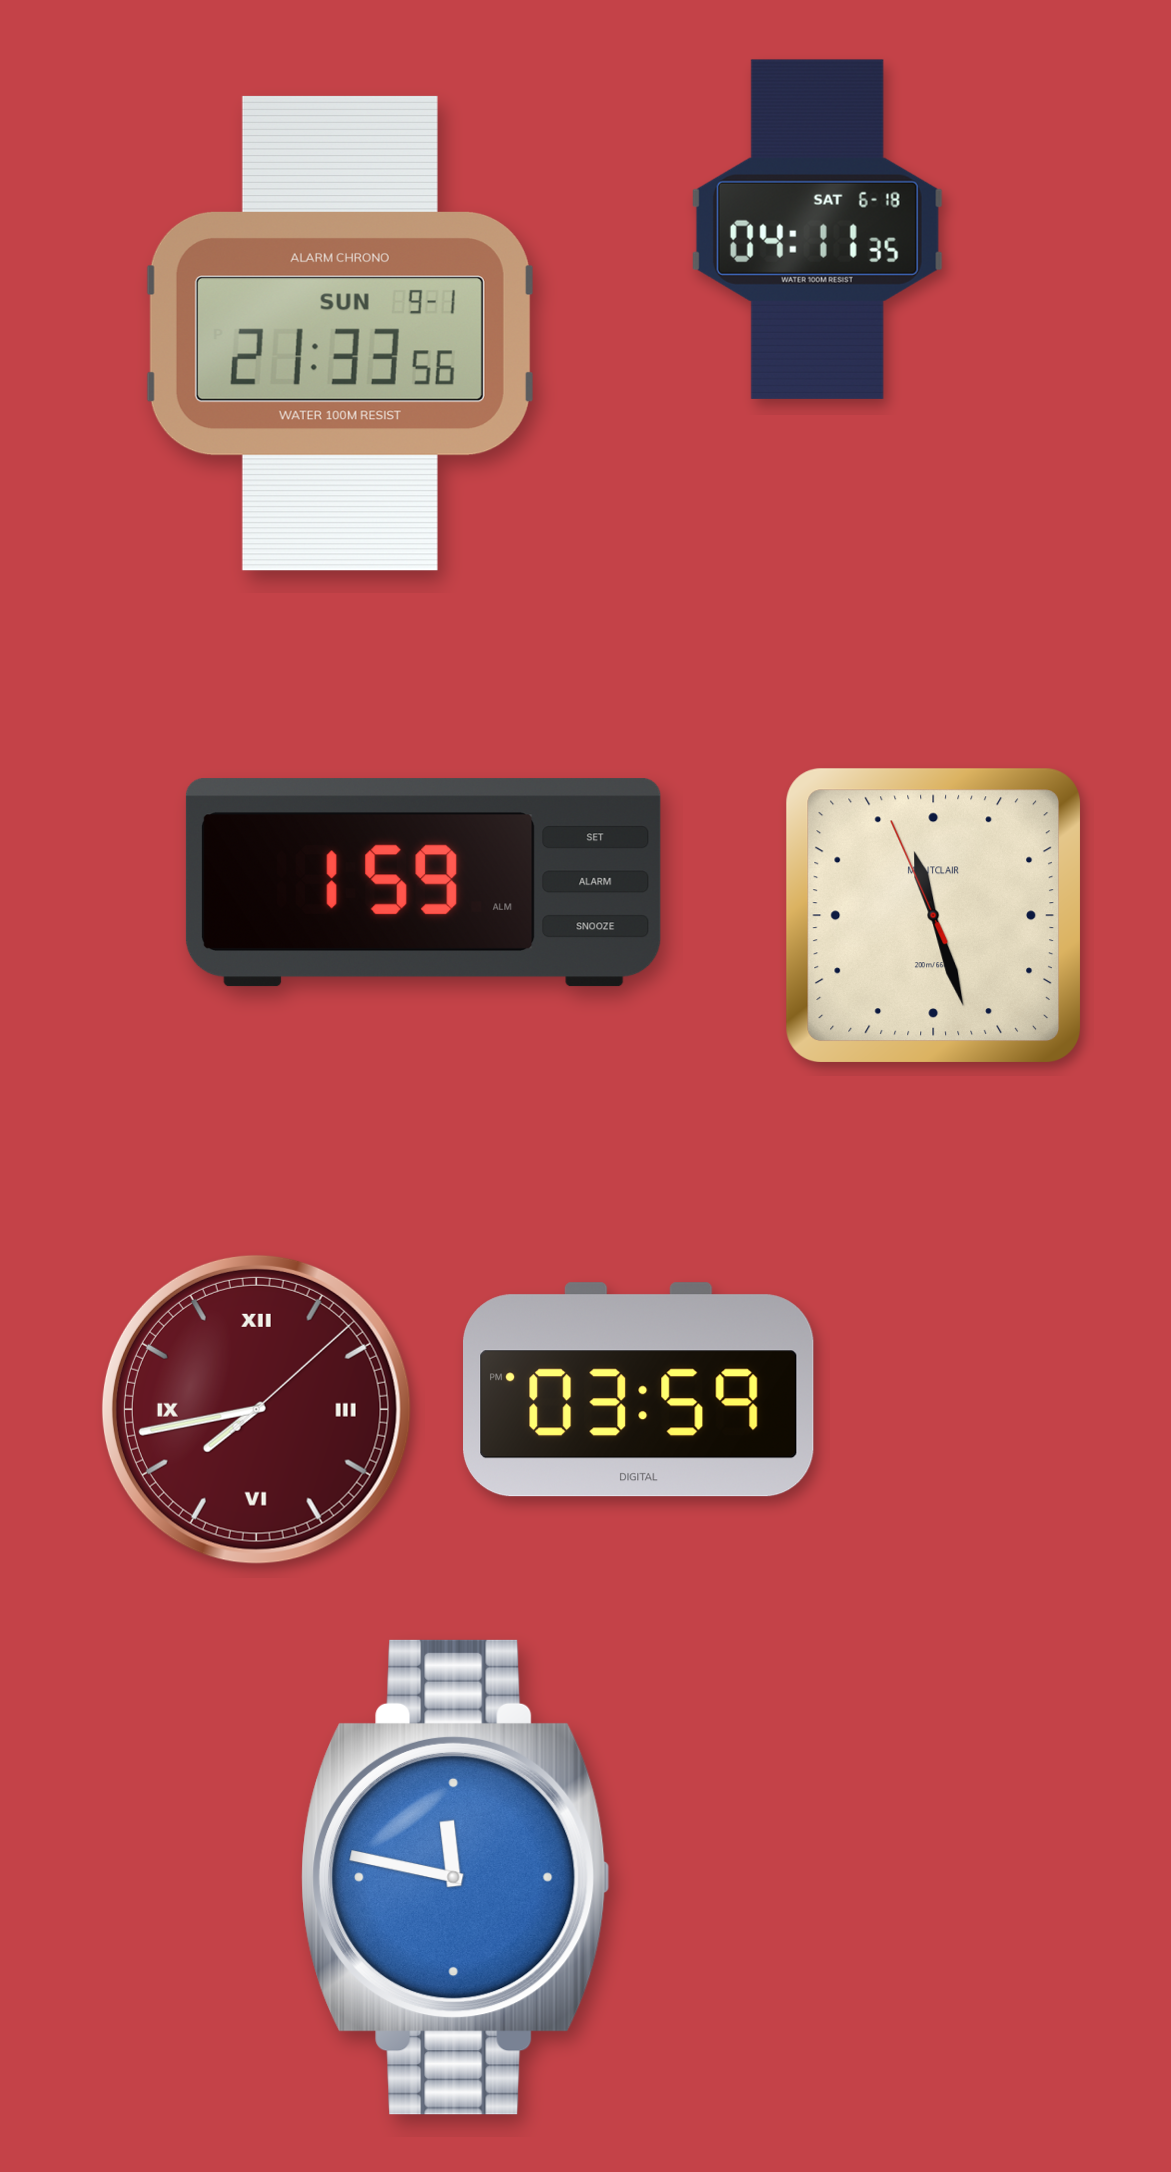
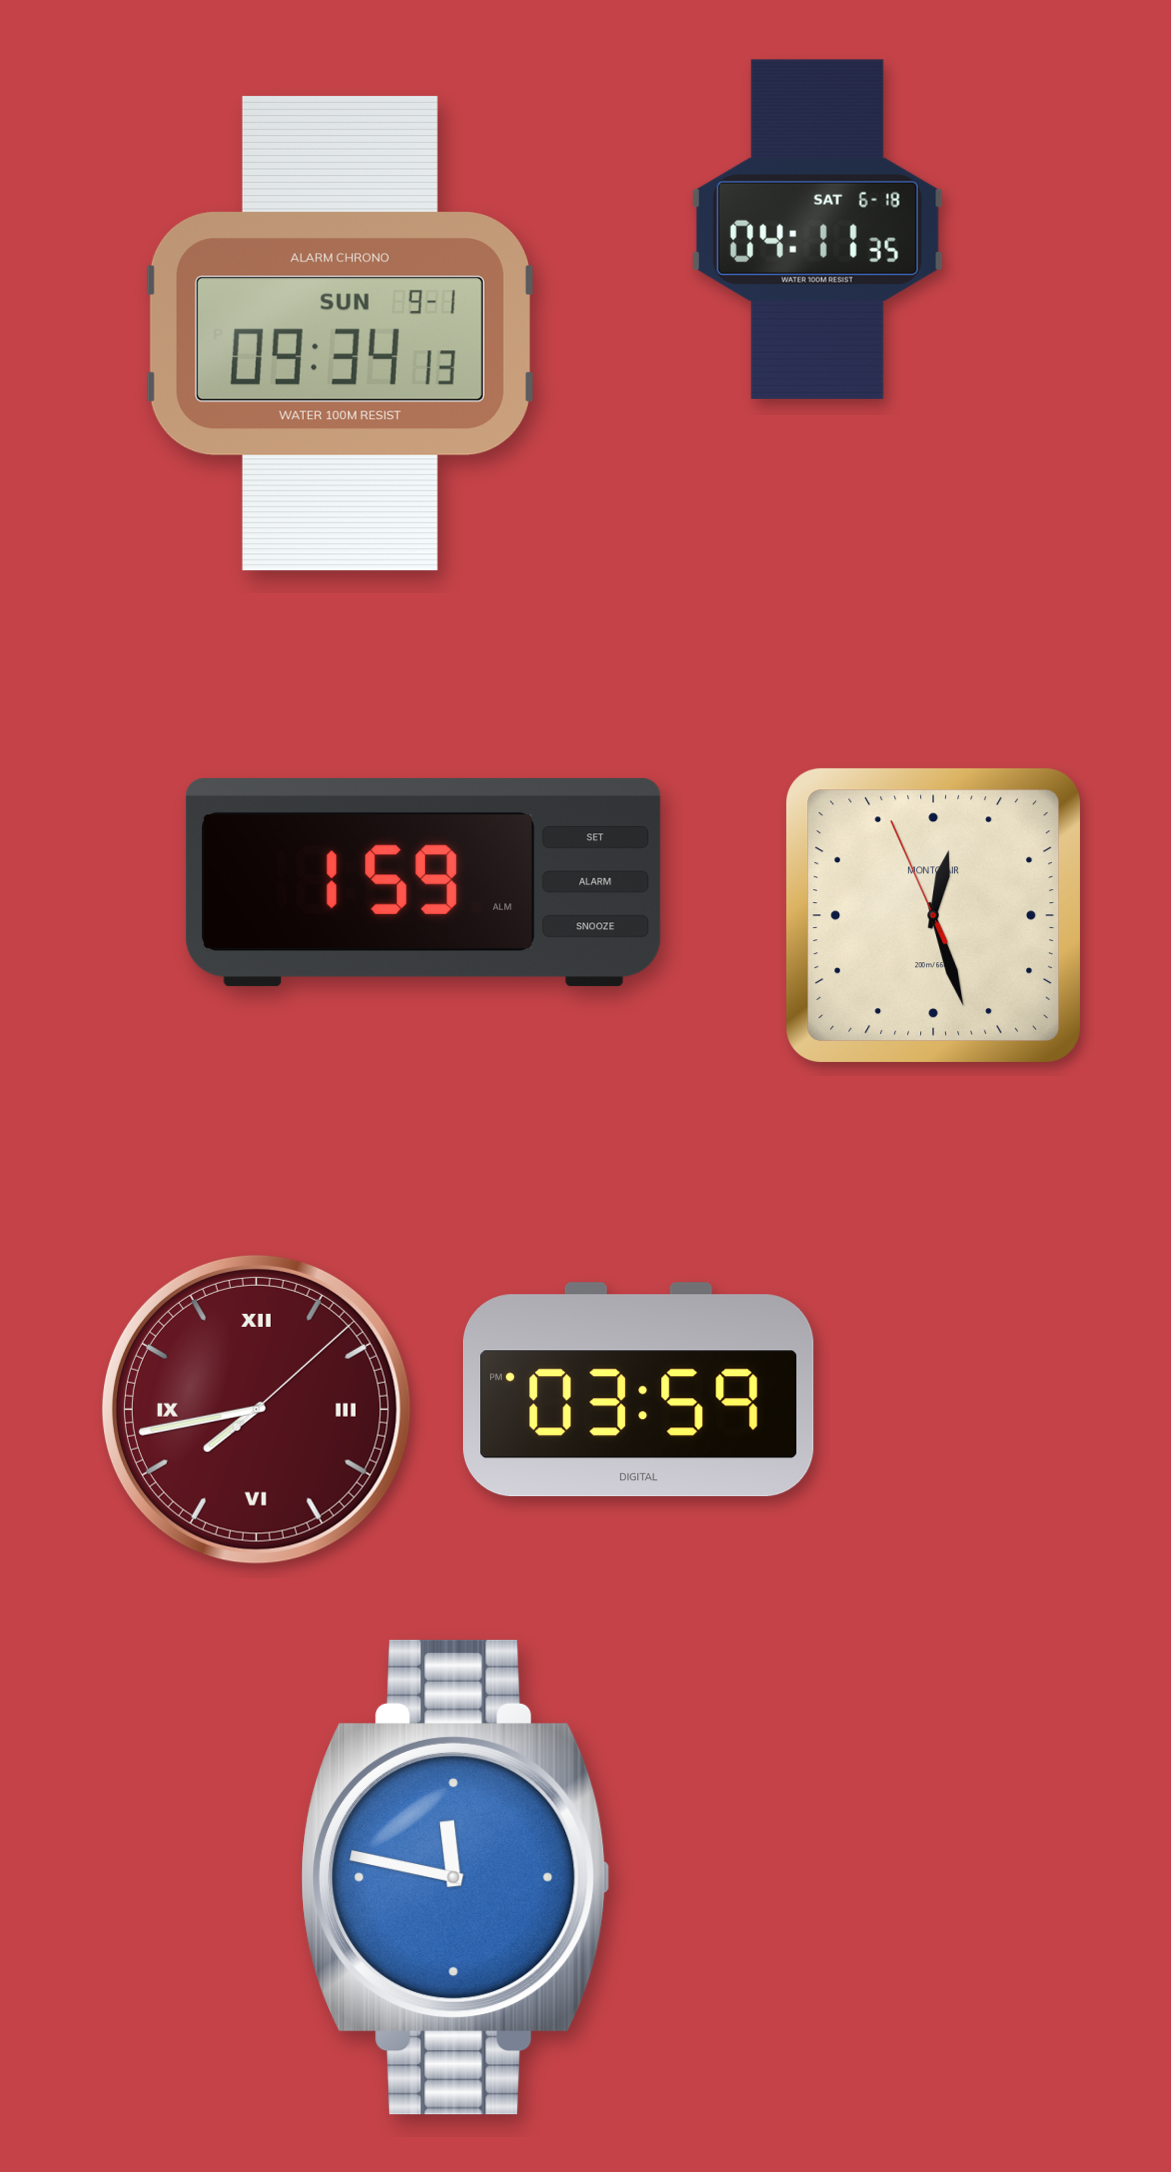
clock at (340, 333): 21:33 -> 09:34
clock at (933, 915): 11:26 -> 12:26
